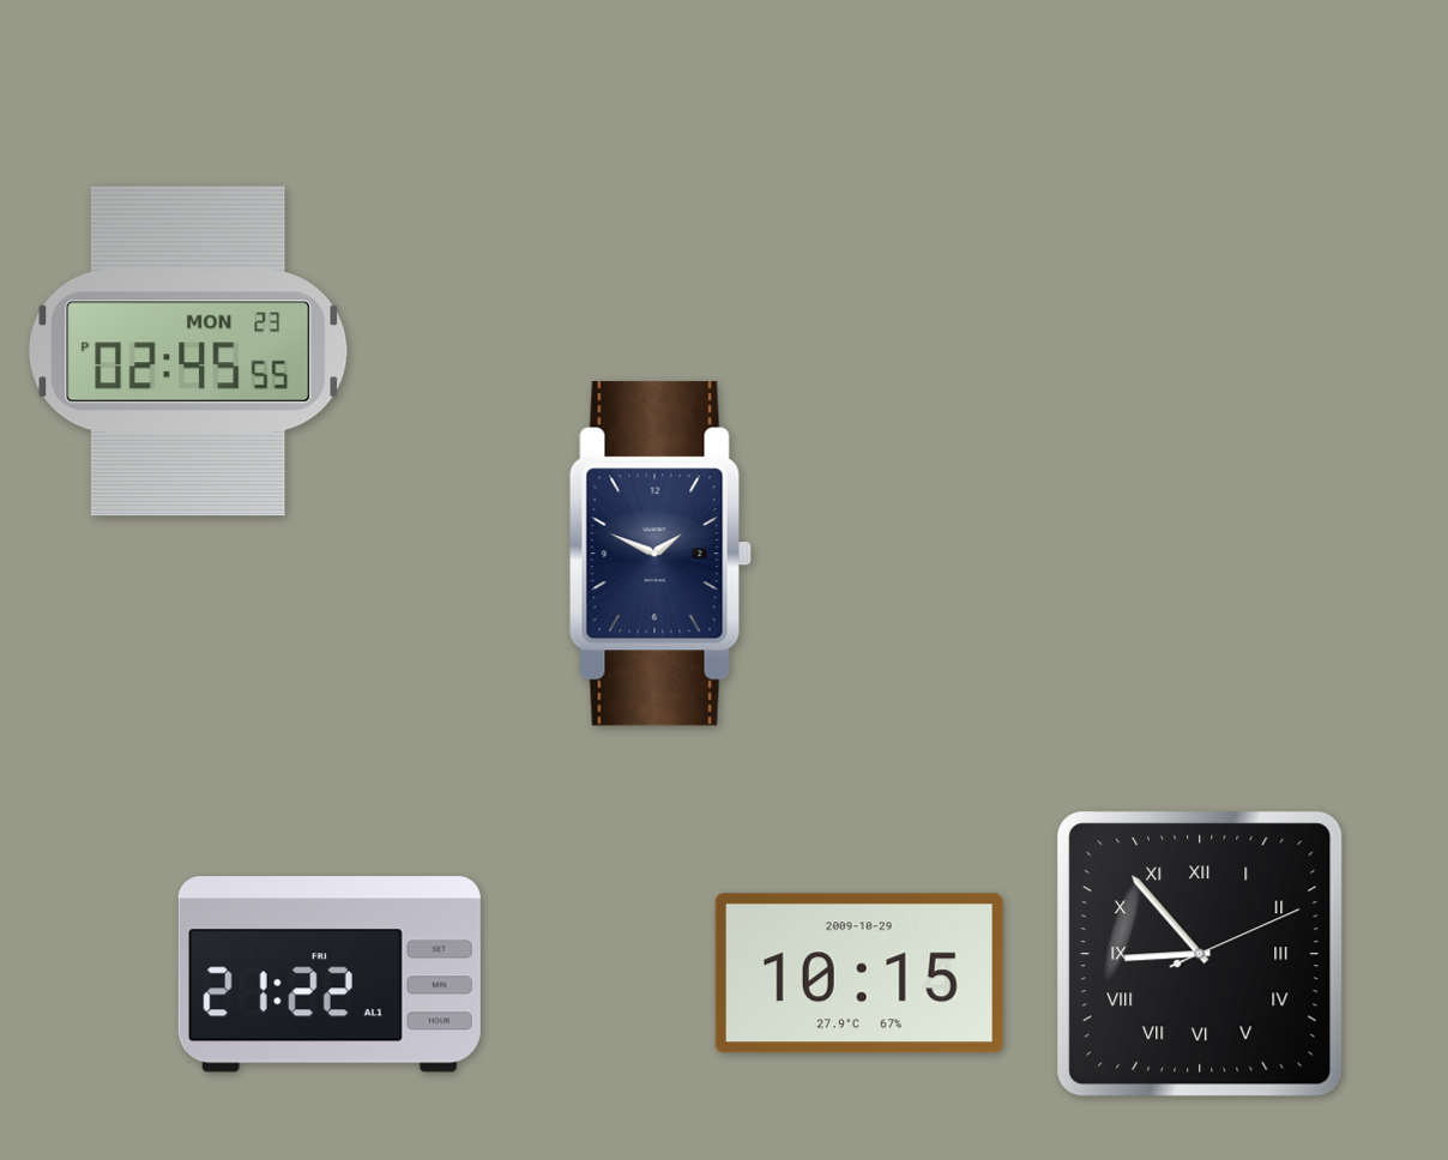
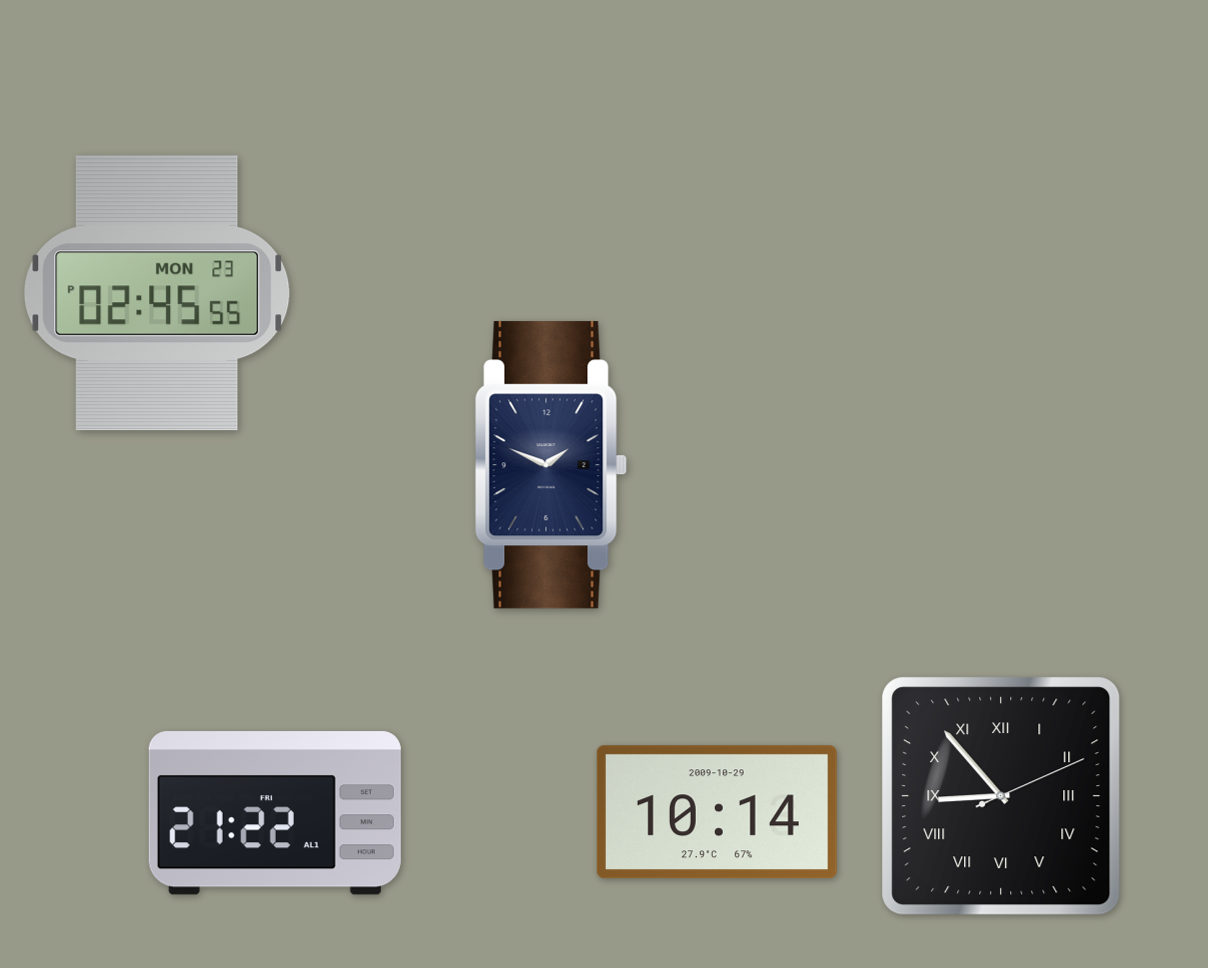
clock at (660, 554) position: (660, 554) -> (551, 465)
clock at (859, 973): 10:15 -> 10:14
